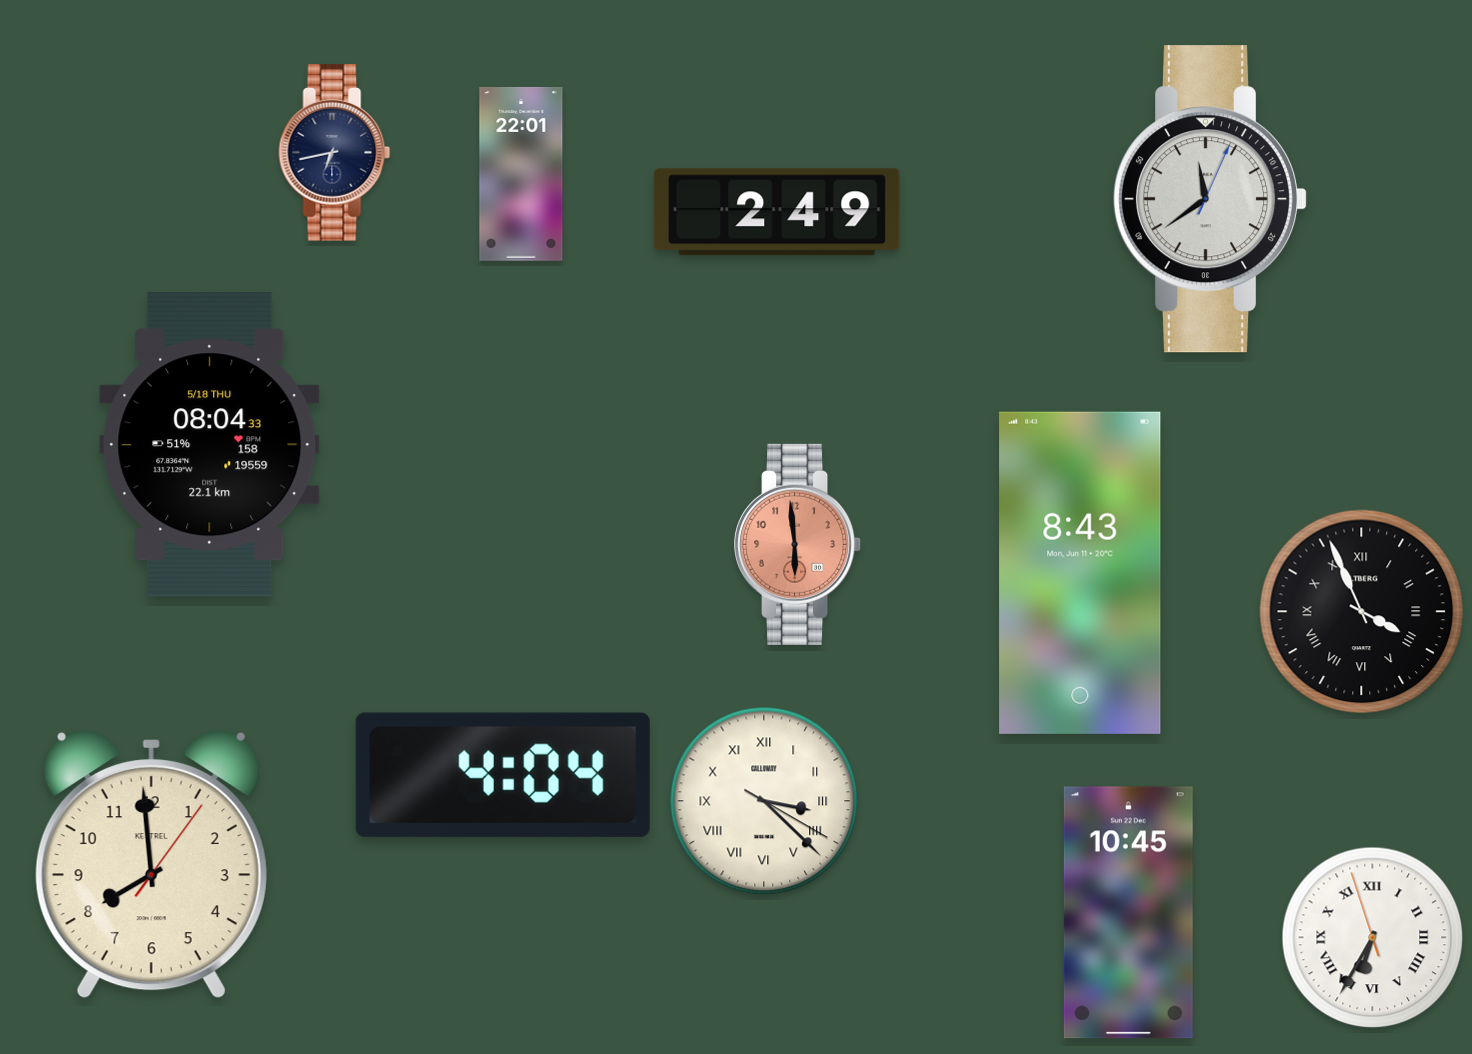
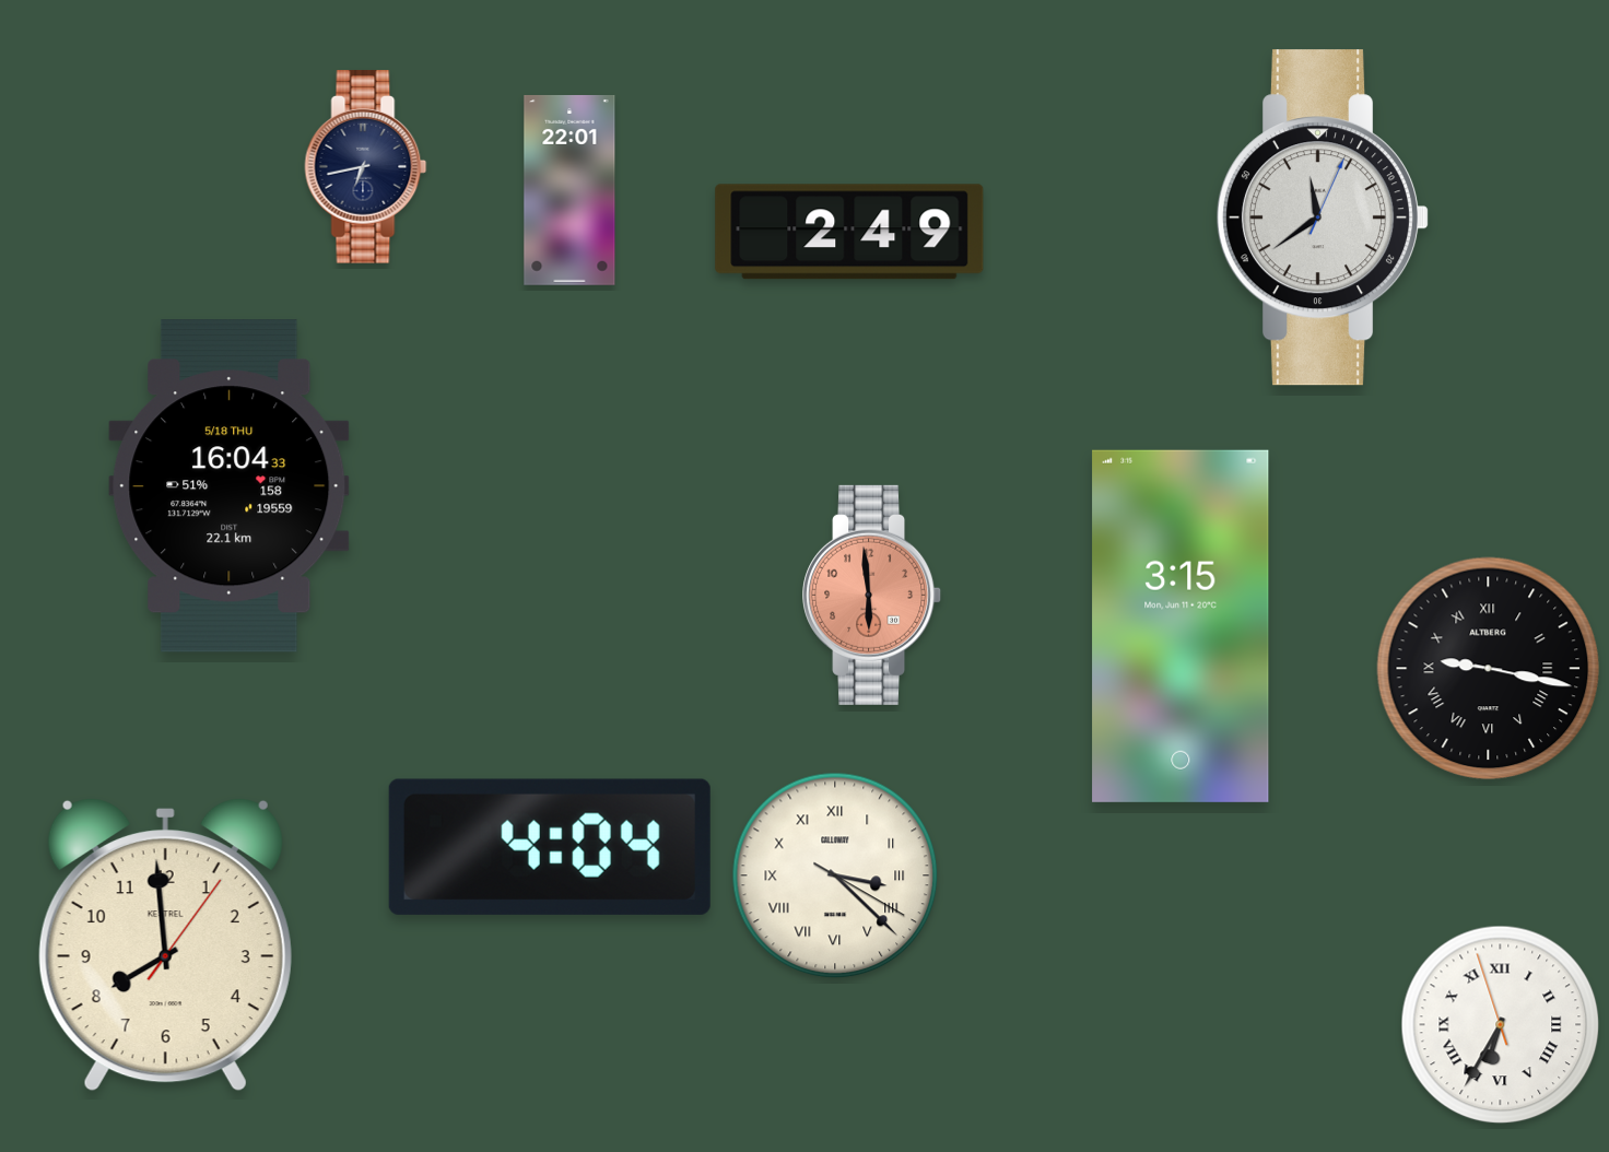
clock at (210, 445): 08:04 -> 16:04
clock at (1080, 573): 8:43 -> 3:15
clock at (1362, 612): 3:56 -> 9:17
clock at (1128, 913): 10:45 -> none
